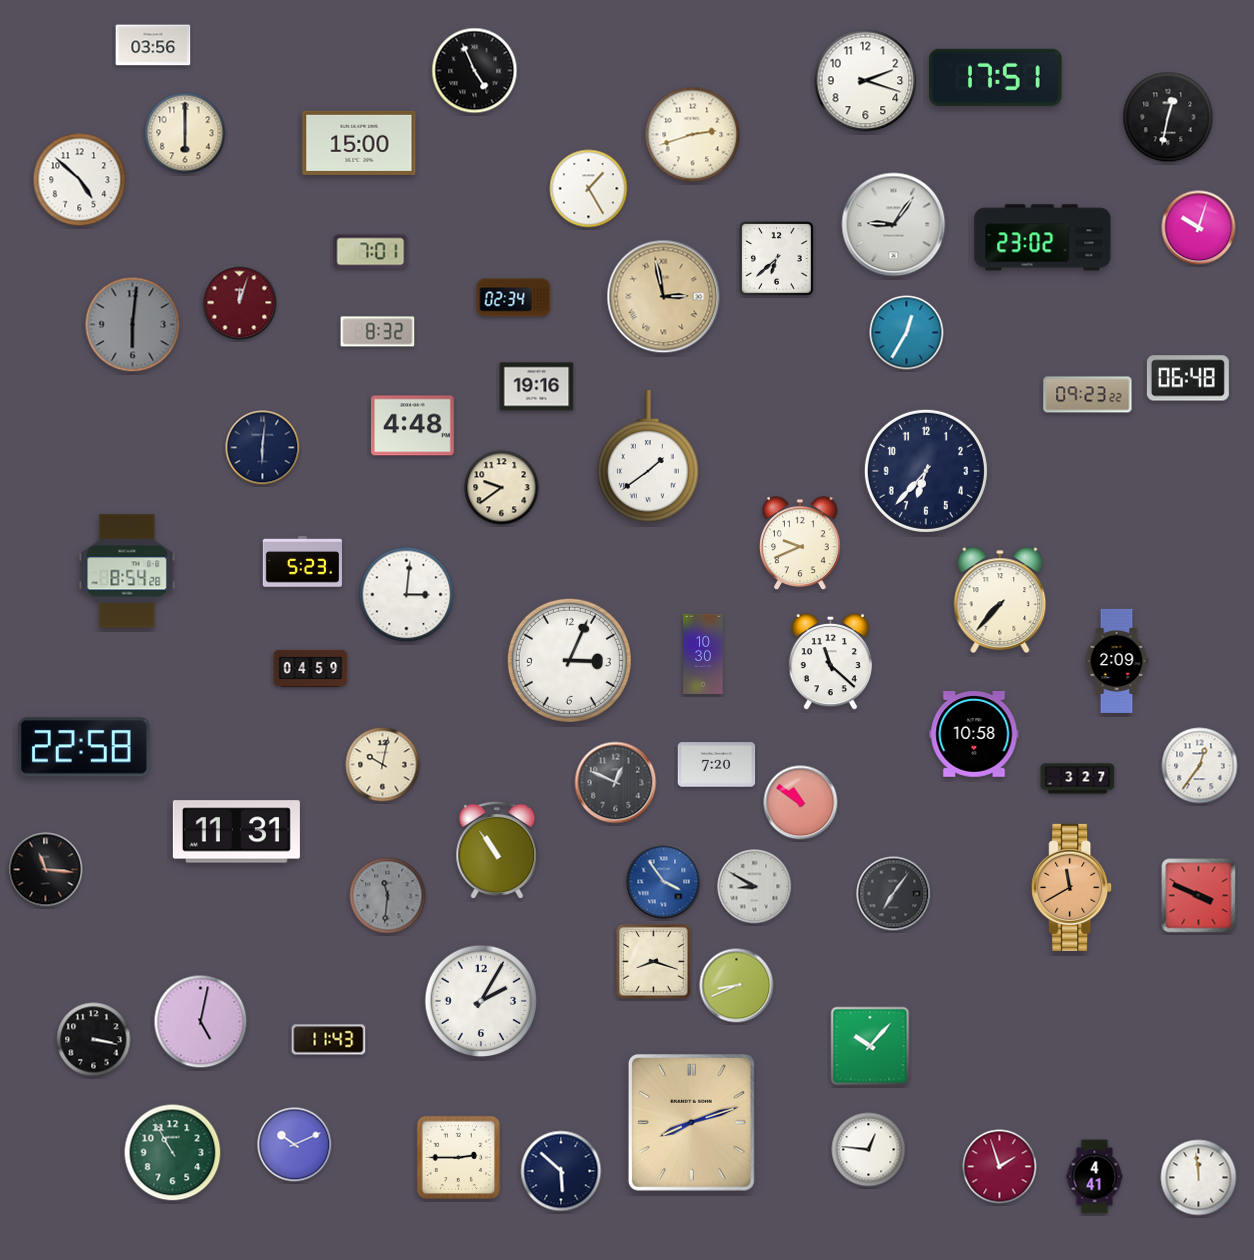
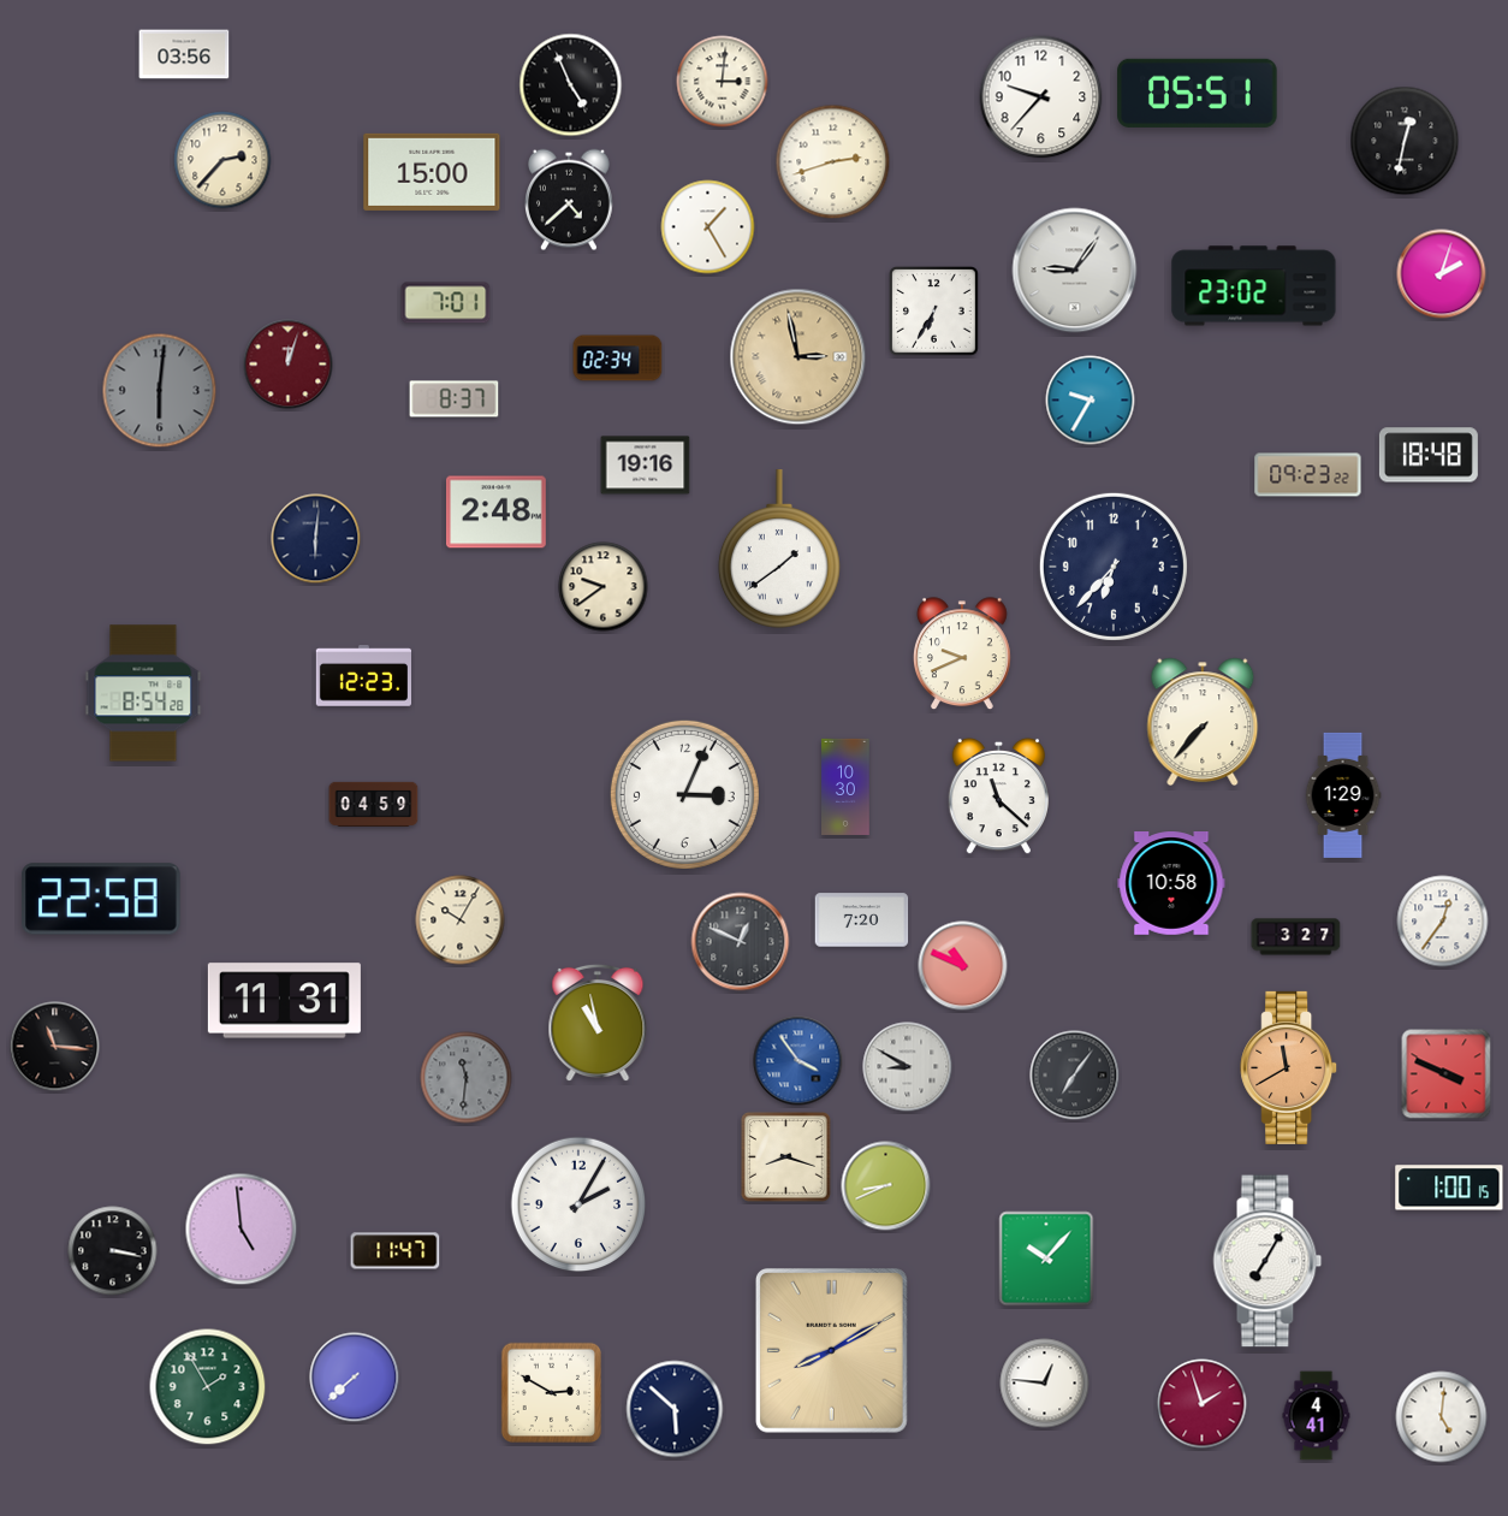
clock at (723, 82): none -> 3:01
clock at (996, 77): 17:51 -> 05:51
clock at (866, 81): 2:18 -> 9:37
clock at (185, 133): 6:00 -> 2:37
clock at (570, 200): none -> 4:38
clock at (80, 180): 4:52 -> none
clock at (1199, 228): 10:03 -> 2:03
clock at (777, 259): 6:38 -> 6:35
clock at (378, 332): 8:32 -> 8:37
clock at (907, 333): 12:35 -> 9:35
clock at (1188, 378): 06:48 -> 18:48
clock at (412, 426): 4:48 -> 2:48
clock at (302, 562): 5:23 -> 12:23
clock at (127, 571) position: (127, 571) -> (143, 693)
clock at (407, 595): 3:01 -> none
clock at (1117, 661): 2:09 -> 1:29
clock at (383, 765): 10:02 -> 10:05
clock at (801, 803): 10:51 -> 10:49
clock at (497, 850): 10:54 -> 10:58
clock at (1199, 896) position: (1199, 896) -> (1447, 1074)
clock at (1449, 1188): none -> 1:00
clock at (201, 1022): 5:02 -> 4:59
clock at (329, 1040): 11:43 -> 11:47
clock at (1267, 1261): none -> 7:05
clock at (691, 1122): 8:12 -> 8:10
clock at (295, 1145): 10:11 -> 7:38
clock at (173, 1153): 10:55 -> 1:55
clock at (459, 1158): 2:45 -> 2:50
clock at (1199, 1178): 11:59 -> 5:01
